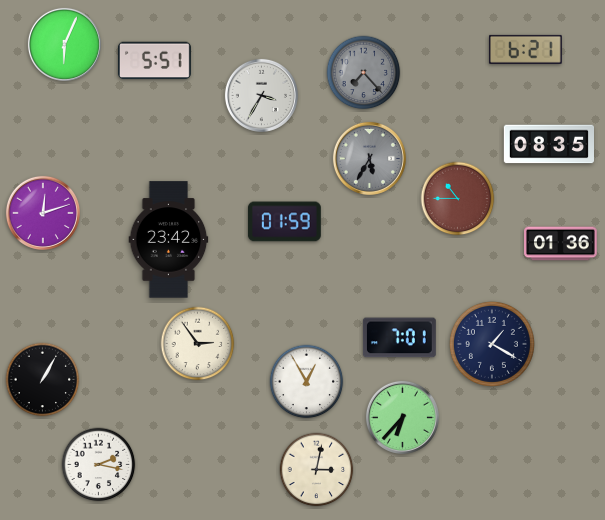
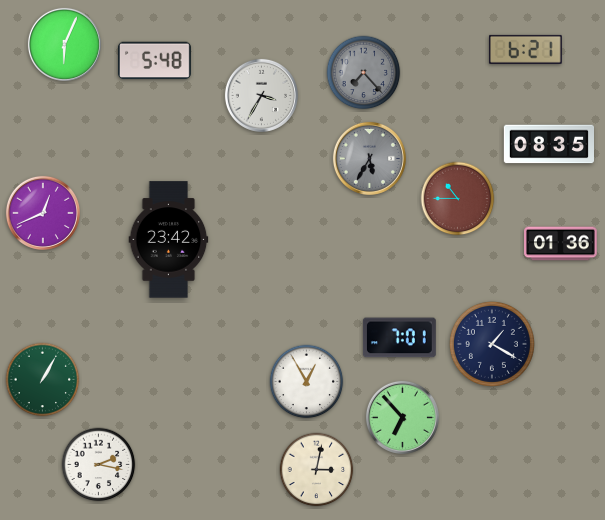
clock at (154, 61): 5:51 -> 5:48
clock at (43, 213): 12:12 -> 12:41
clock at (284, 222): 01:59 -> none
clock at (198, 344): 2:54 -> none
clock at (43, 380) dial: black -> green
clock at (402, 417): 6:37 -> 6:53
